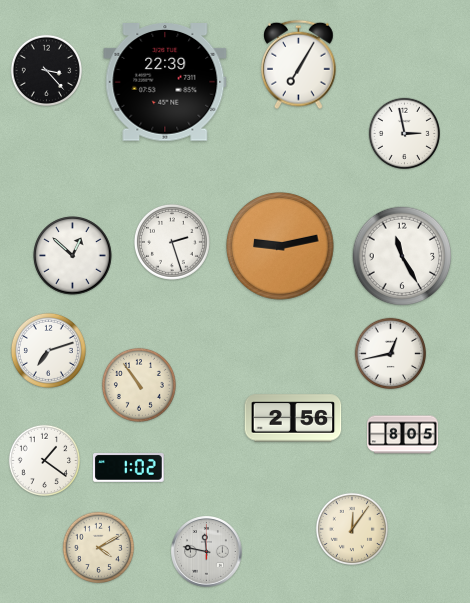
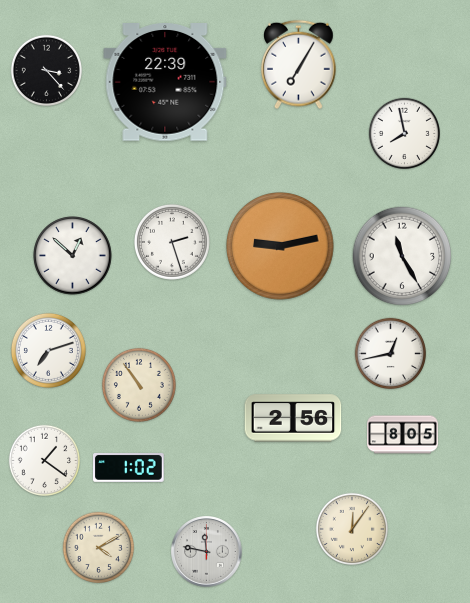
clock at (404, 133): 2:58 -> 7:58
